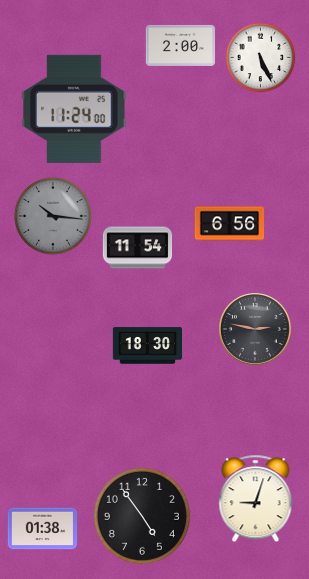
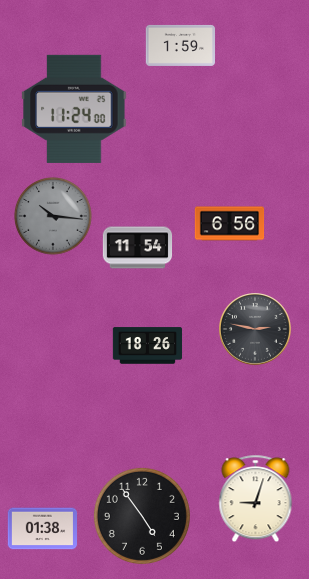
clock at (181, 45): 2:00 -> 1:59
clock at (261, 58): 5:26 -> none
clock at (148, 346): 18:30 -> 18:26
